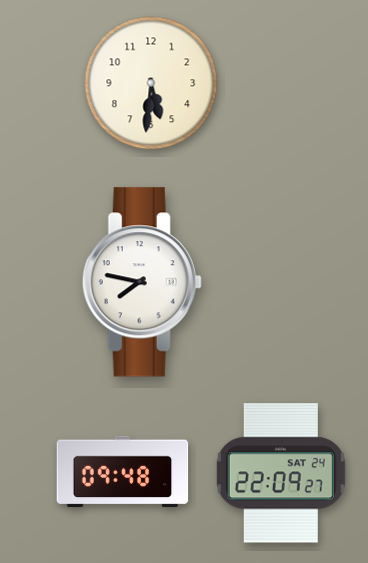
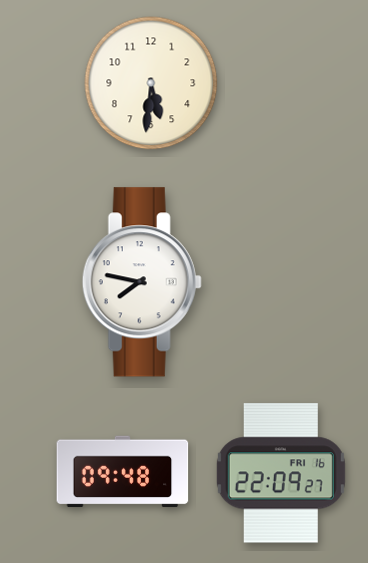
clock at (281, 473) date: SAT 24 -> FRI 16
